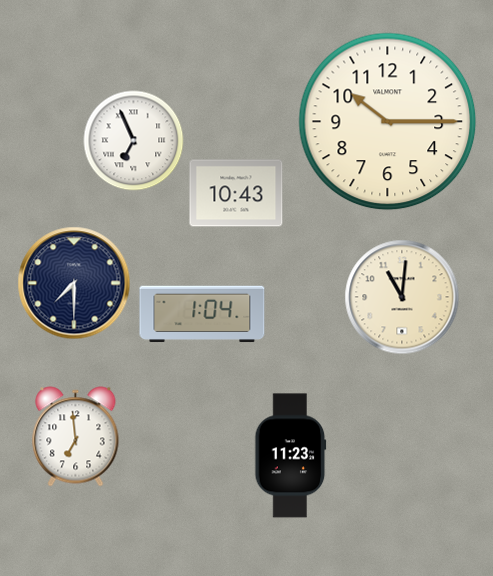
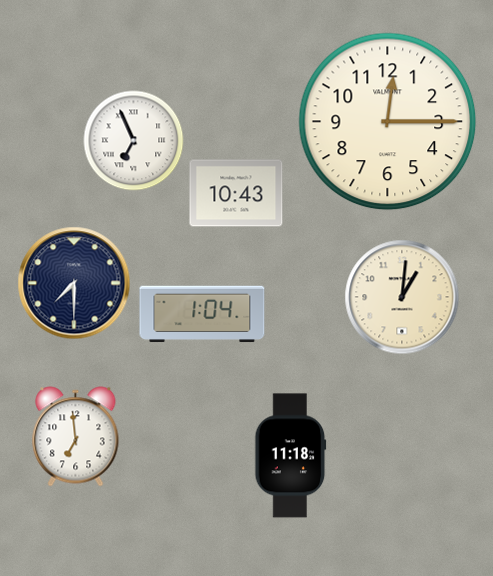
clock at (388, 122): 10:15 -> 12:15
clock at (402, 297): 11:01 -> 1:01
clock at (291, 456): 11:23 -> 11:18
